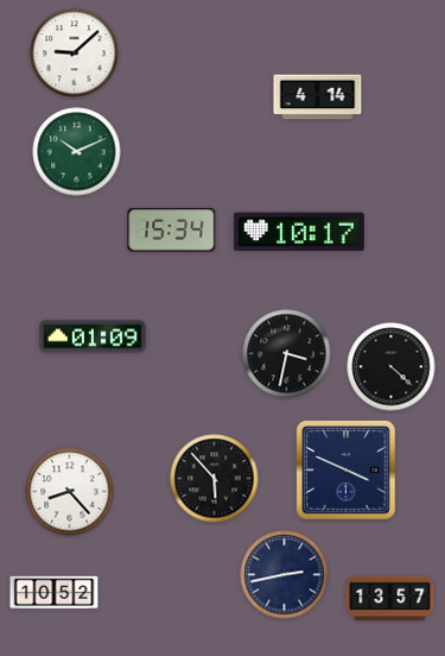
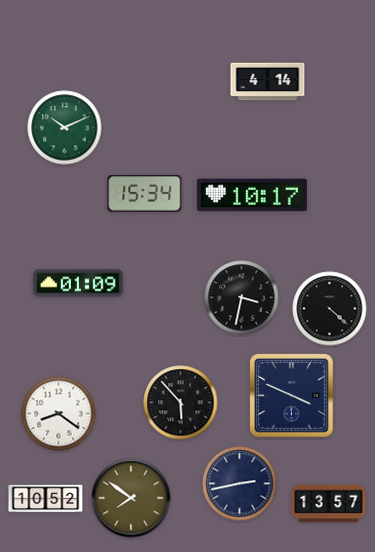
clock at (75, 53): 9:08 -> none
clock at (70, 492): 8:23 -> 8:21
clock at (131, 498): none -> 7:51
